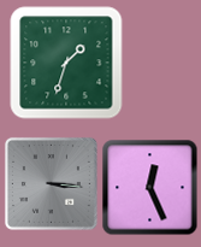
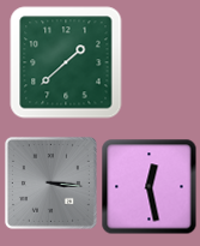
clock at (66, 63): 1:33 -> 1:38
clock at (149, 187): 12:26 -> 12:28
